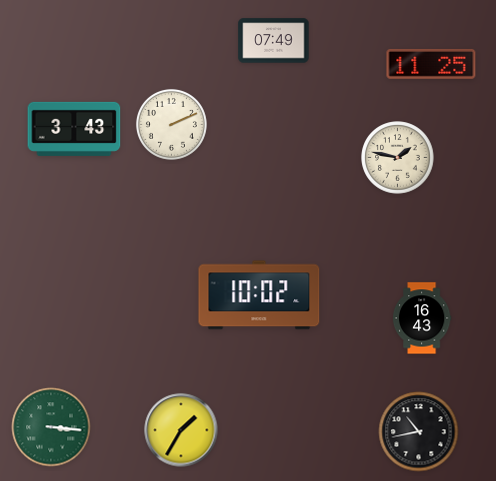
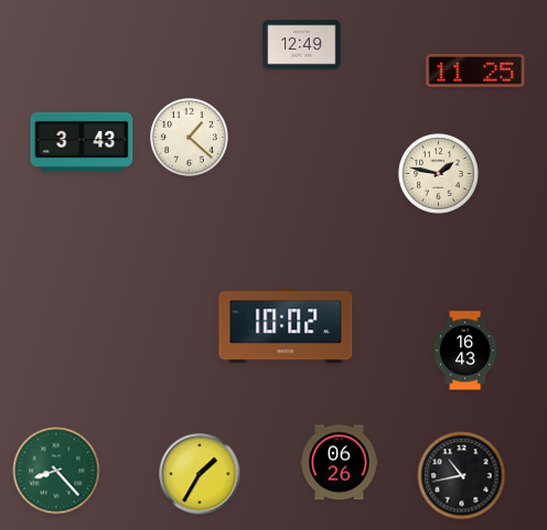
clock at (274, 41): 07:49 -> 12:49
clock at (171, 124): 2:11 -> 1:22
clock at (340, 463): none -> 06:26
clock at (51, 427): 3:16 -> 8:23
